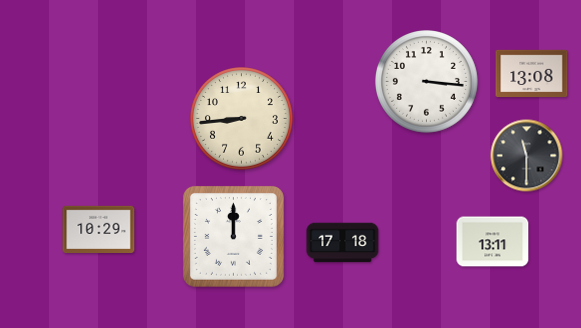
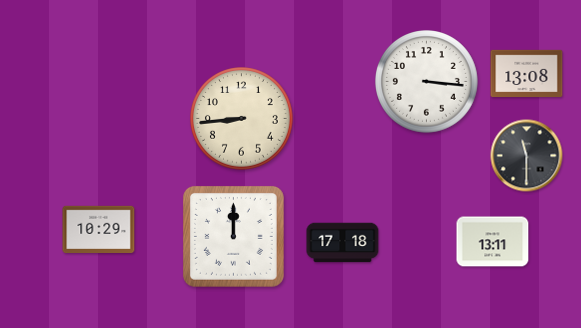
clock at (532, 74) position: (532, 74) -> (527, 74)
